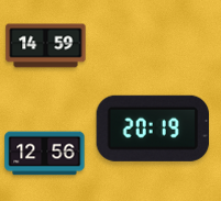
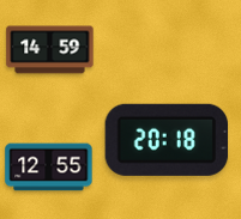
clock at (152, 129): 20:19 -> 20:18
clock at (45, 154): 12:56 -> 12:55
